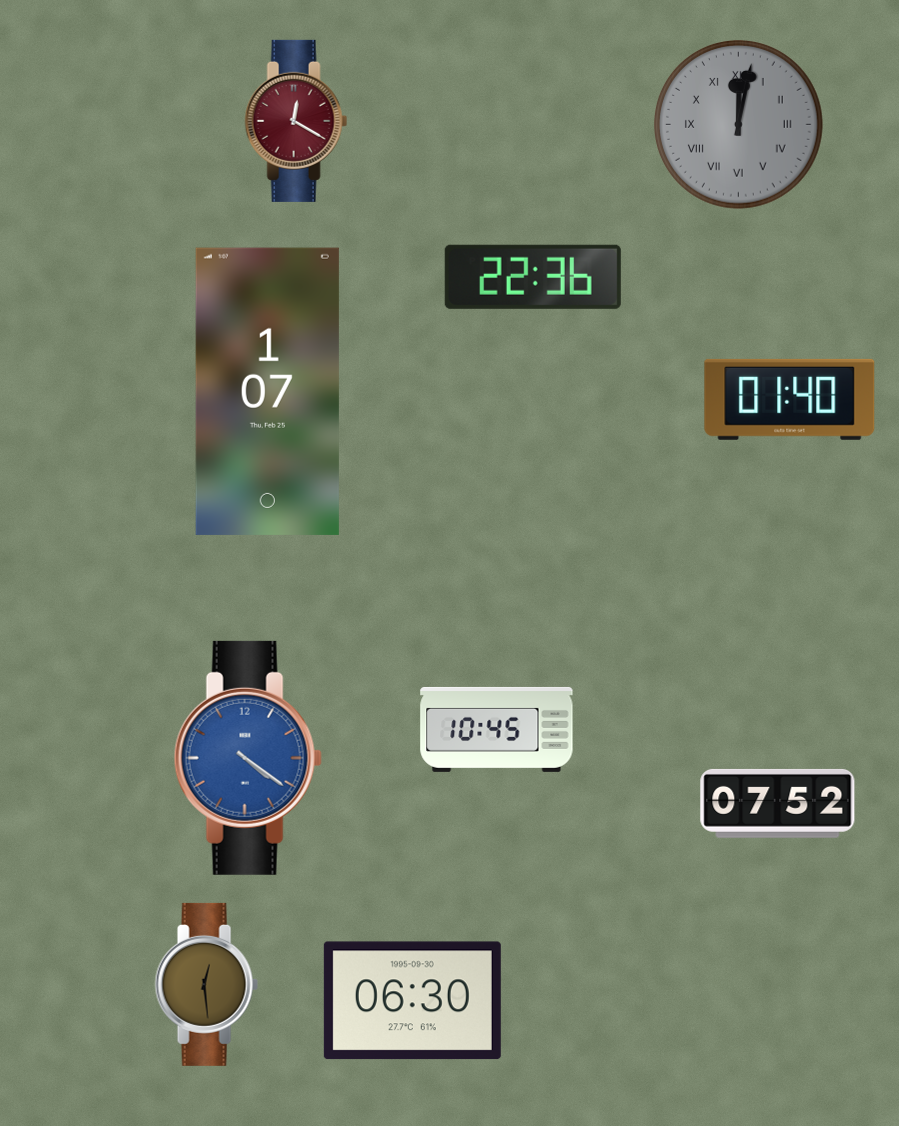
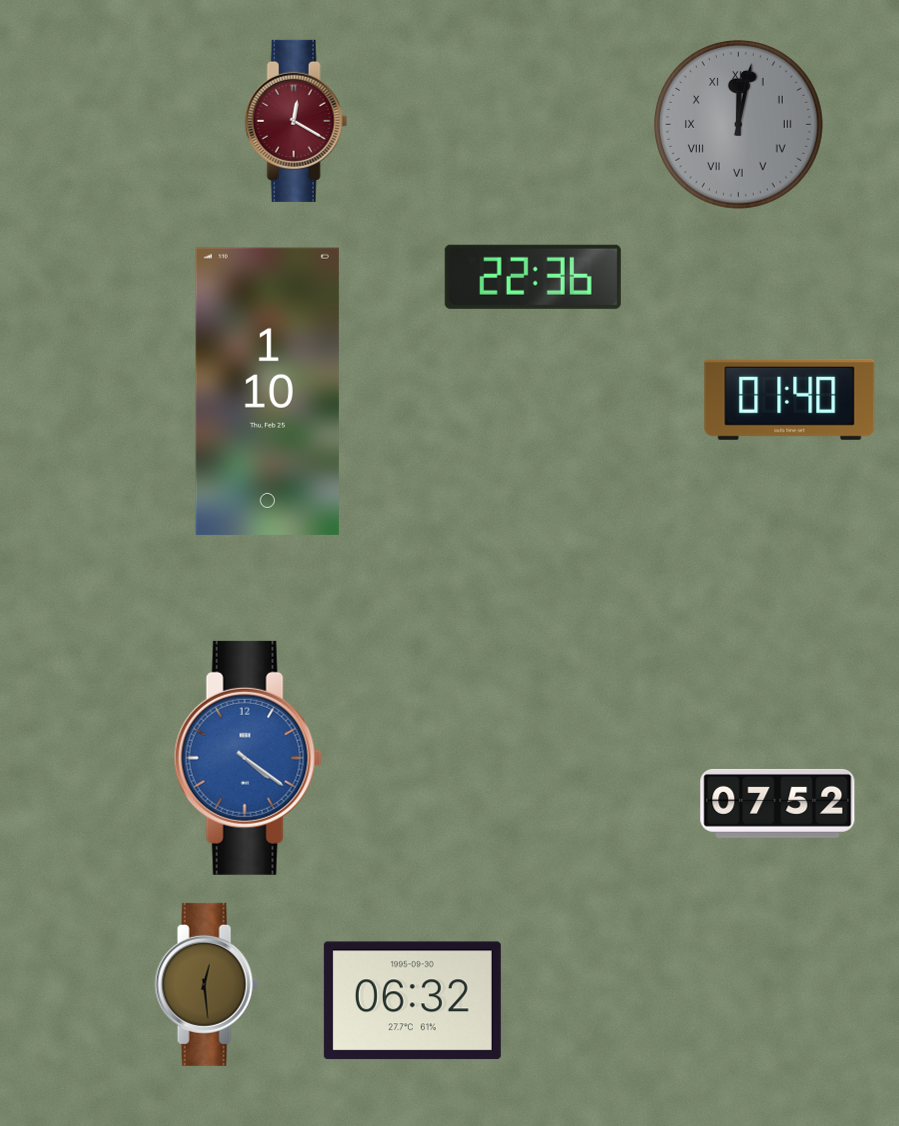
clock at (267, 391): 1:07 -> 1:10
clock at (497, 729): 10:45 -> none
clock at (412, 1001): 06:30 -> 06:32
